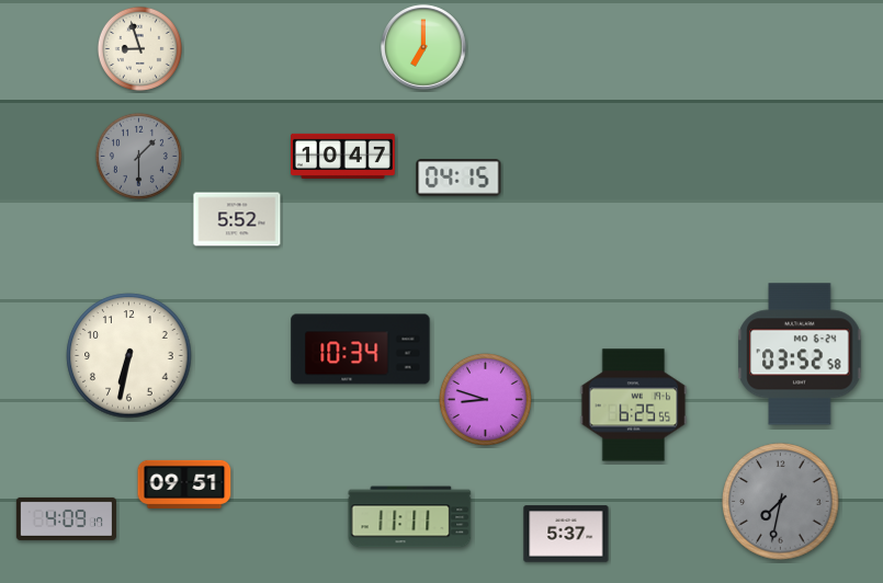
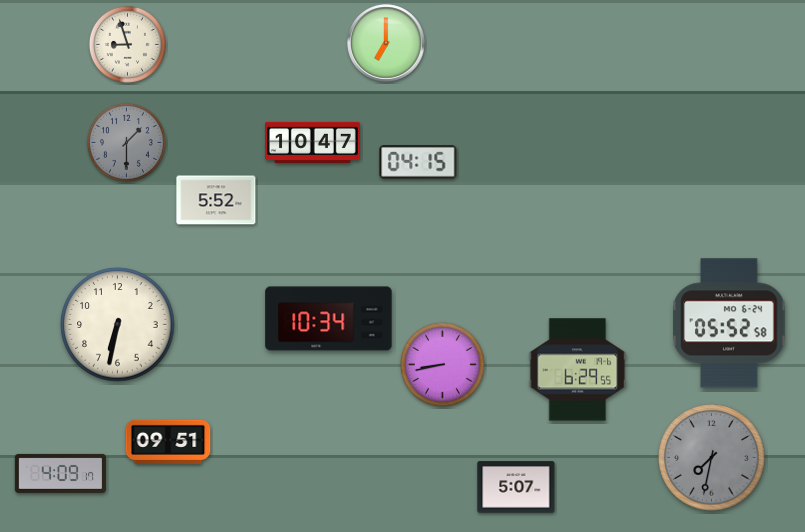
clock at (800, 354): 03:52 -> 05:52
clock at (485, 399): 8:48 -> 8:43
clock at (634, 405): 6:25 -> 6:29
clock at (410, 517): 11:11 -> none
clock at (566, 534): 5:37 -> 5:07
